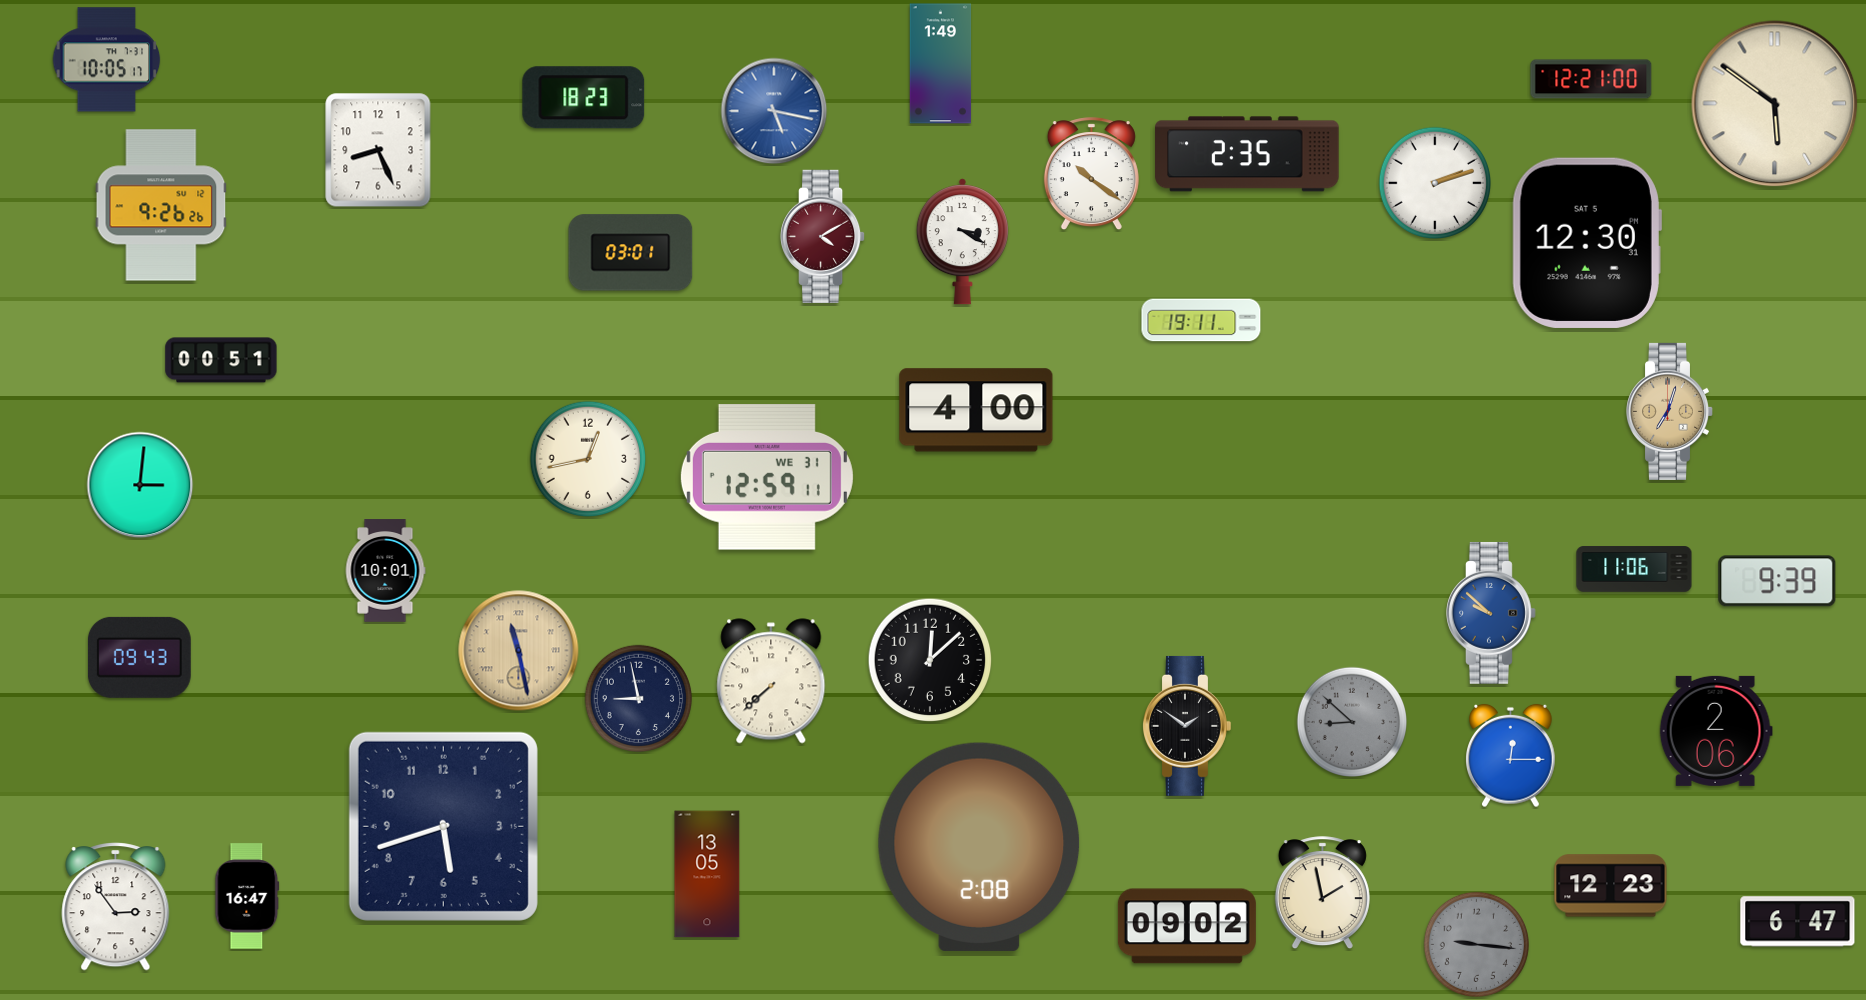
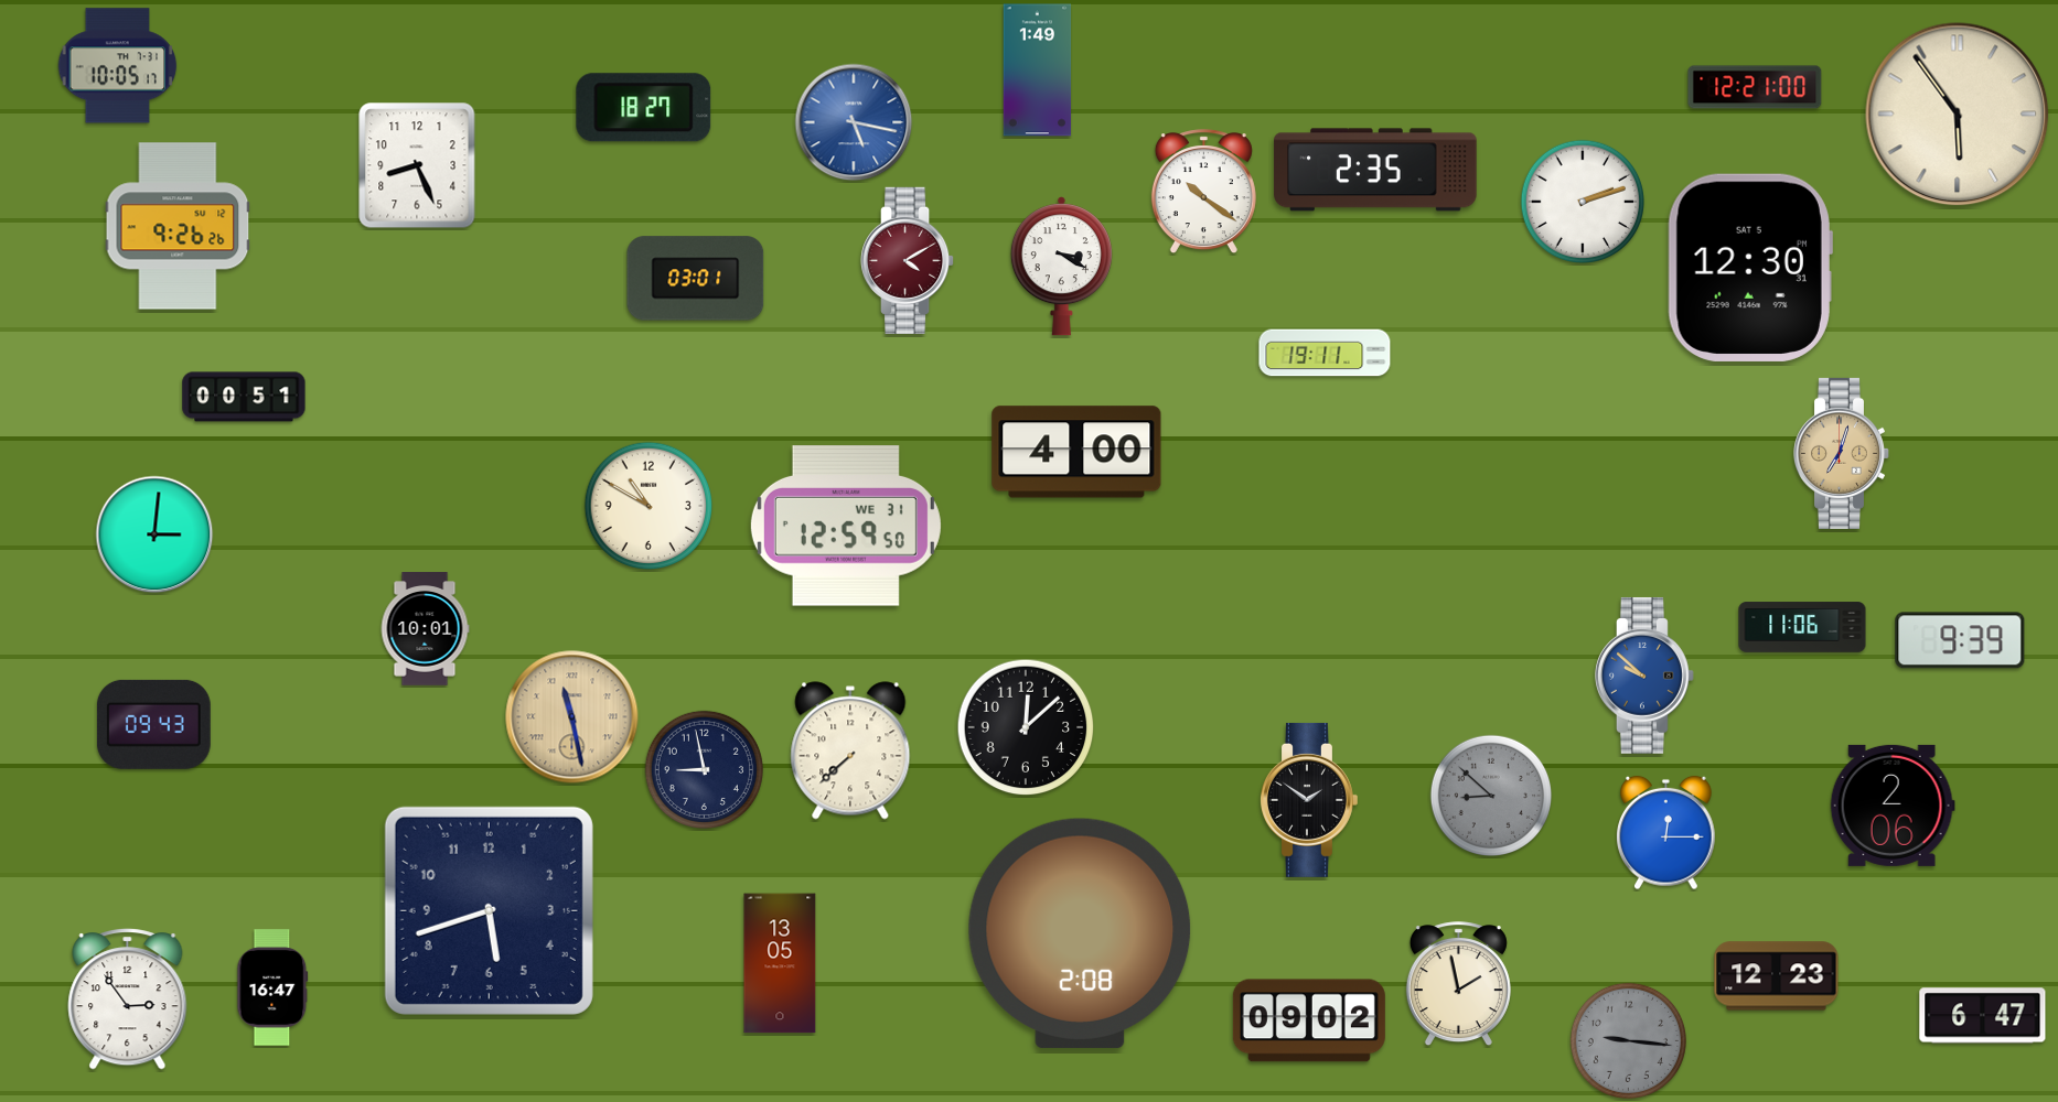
clock at (584, 98): 18:23 -> 18:27
clock at (1775, 104): 5:51 -> 5:54
clock at (588, 459): 12:43 -> 10:50
clock at (767, 477): 12:59:11 -> 12:59:50
